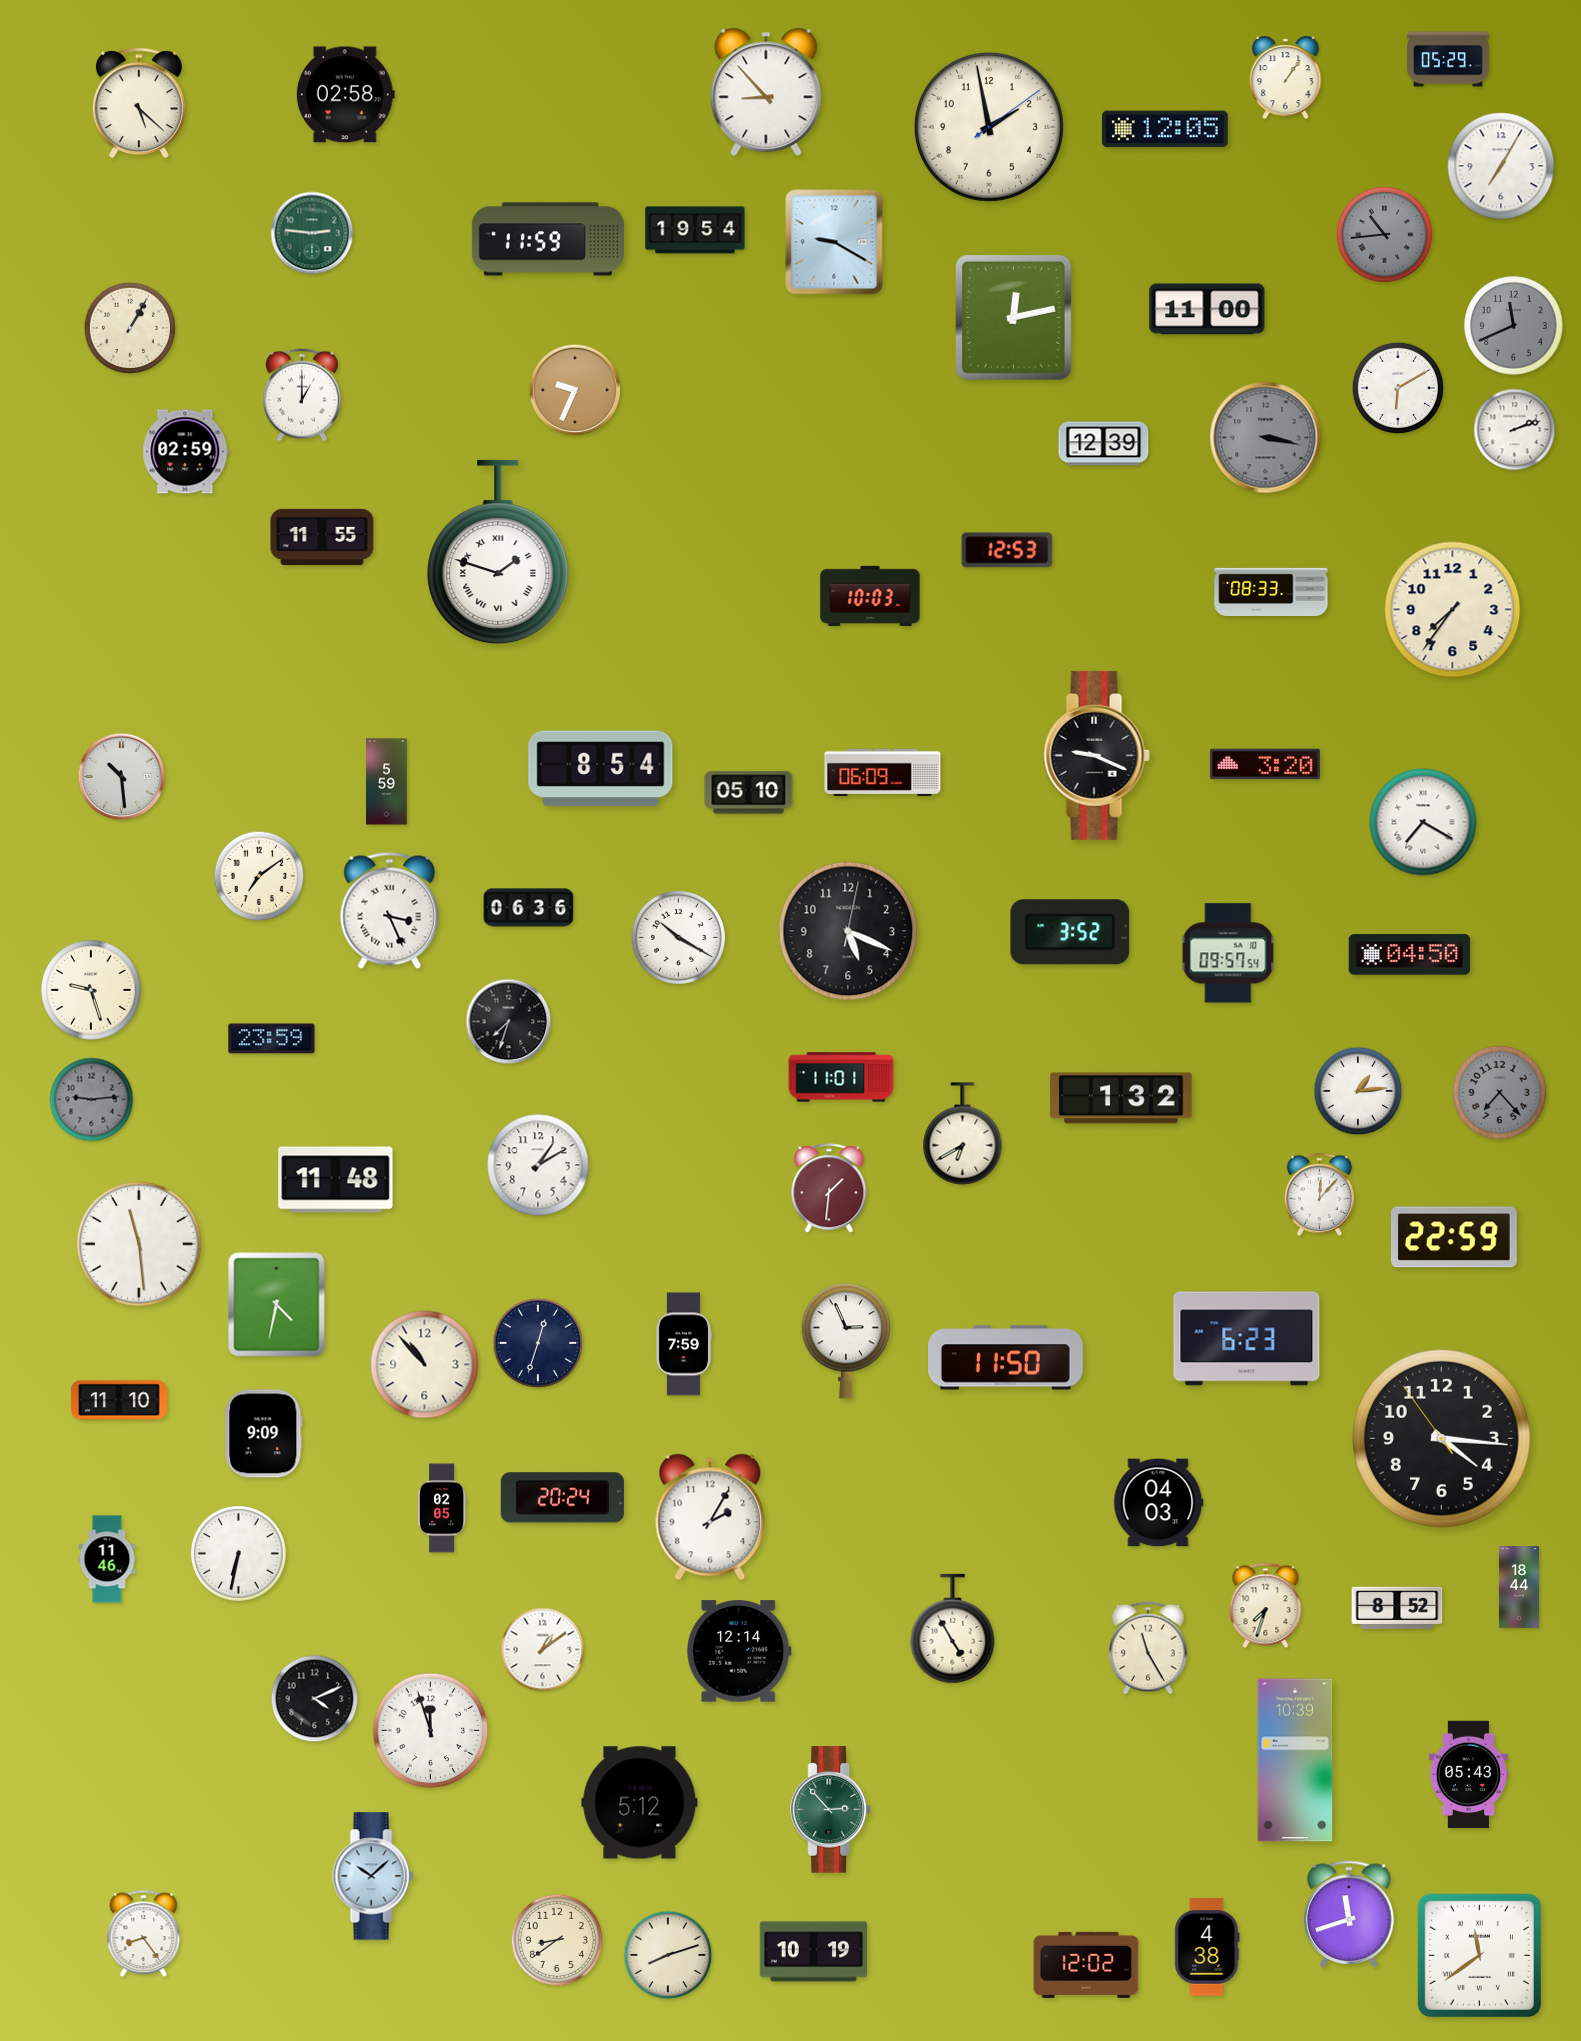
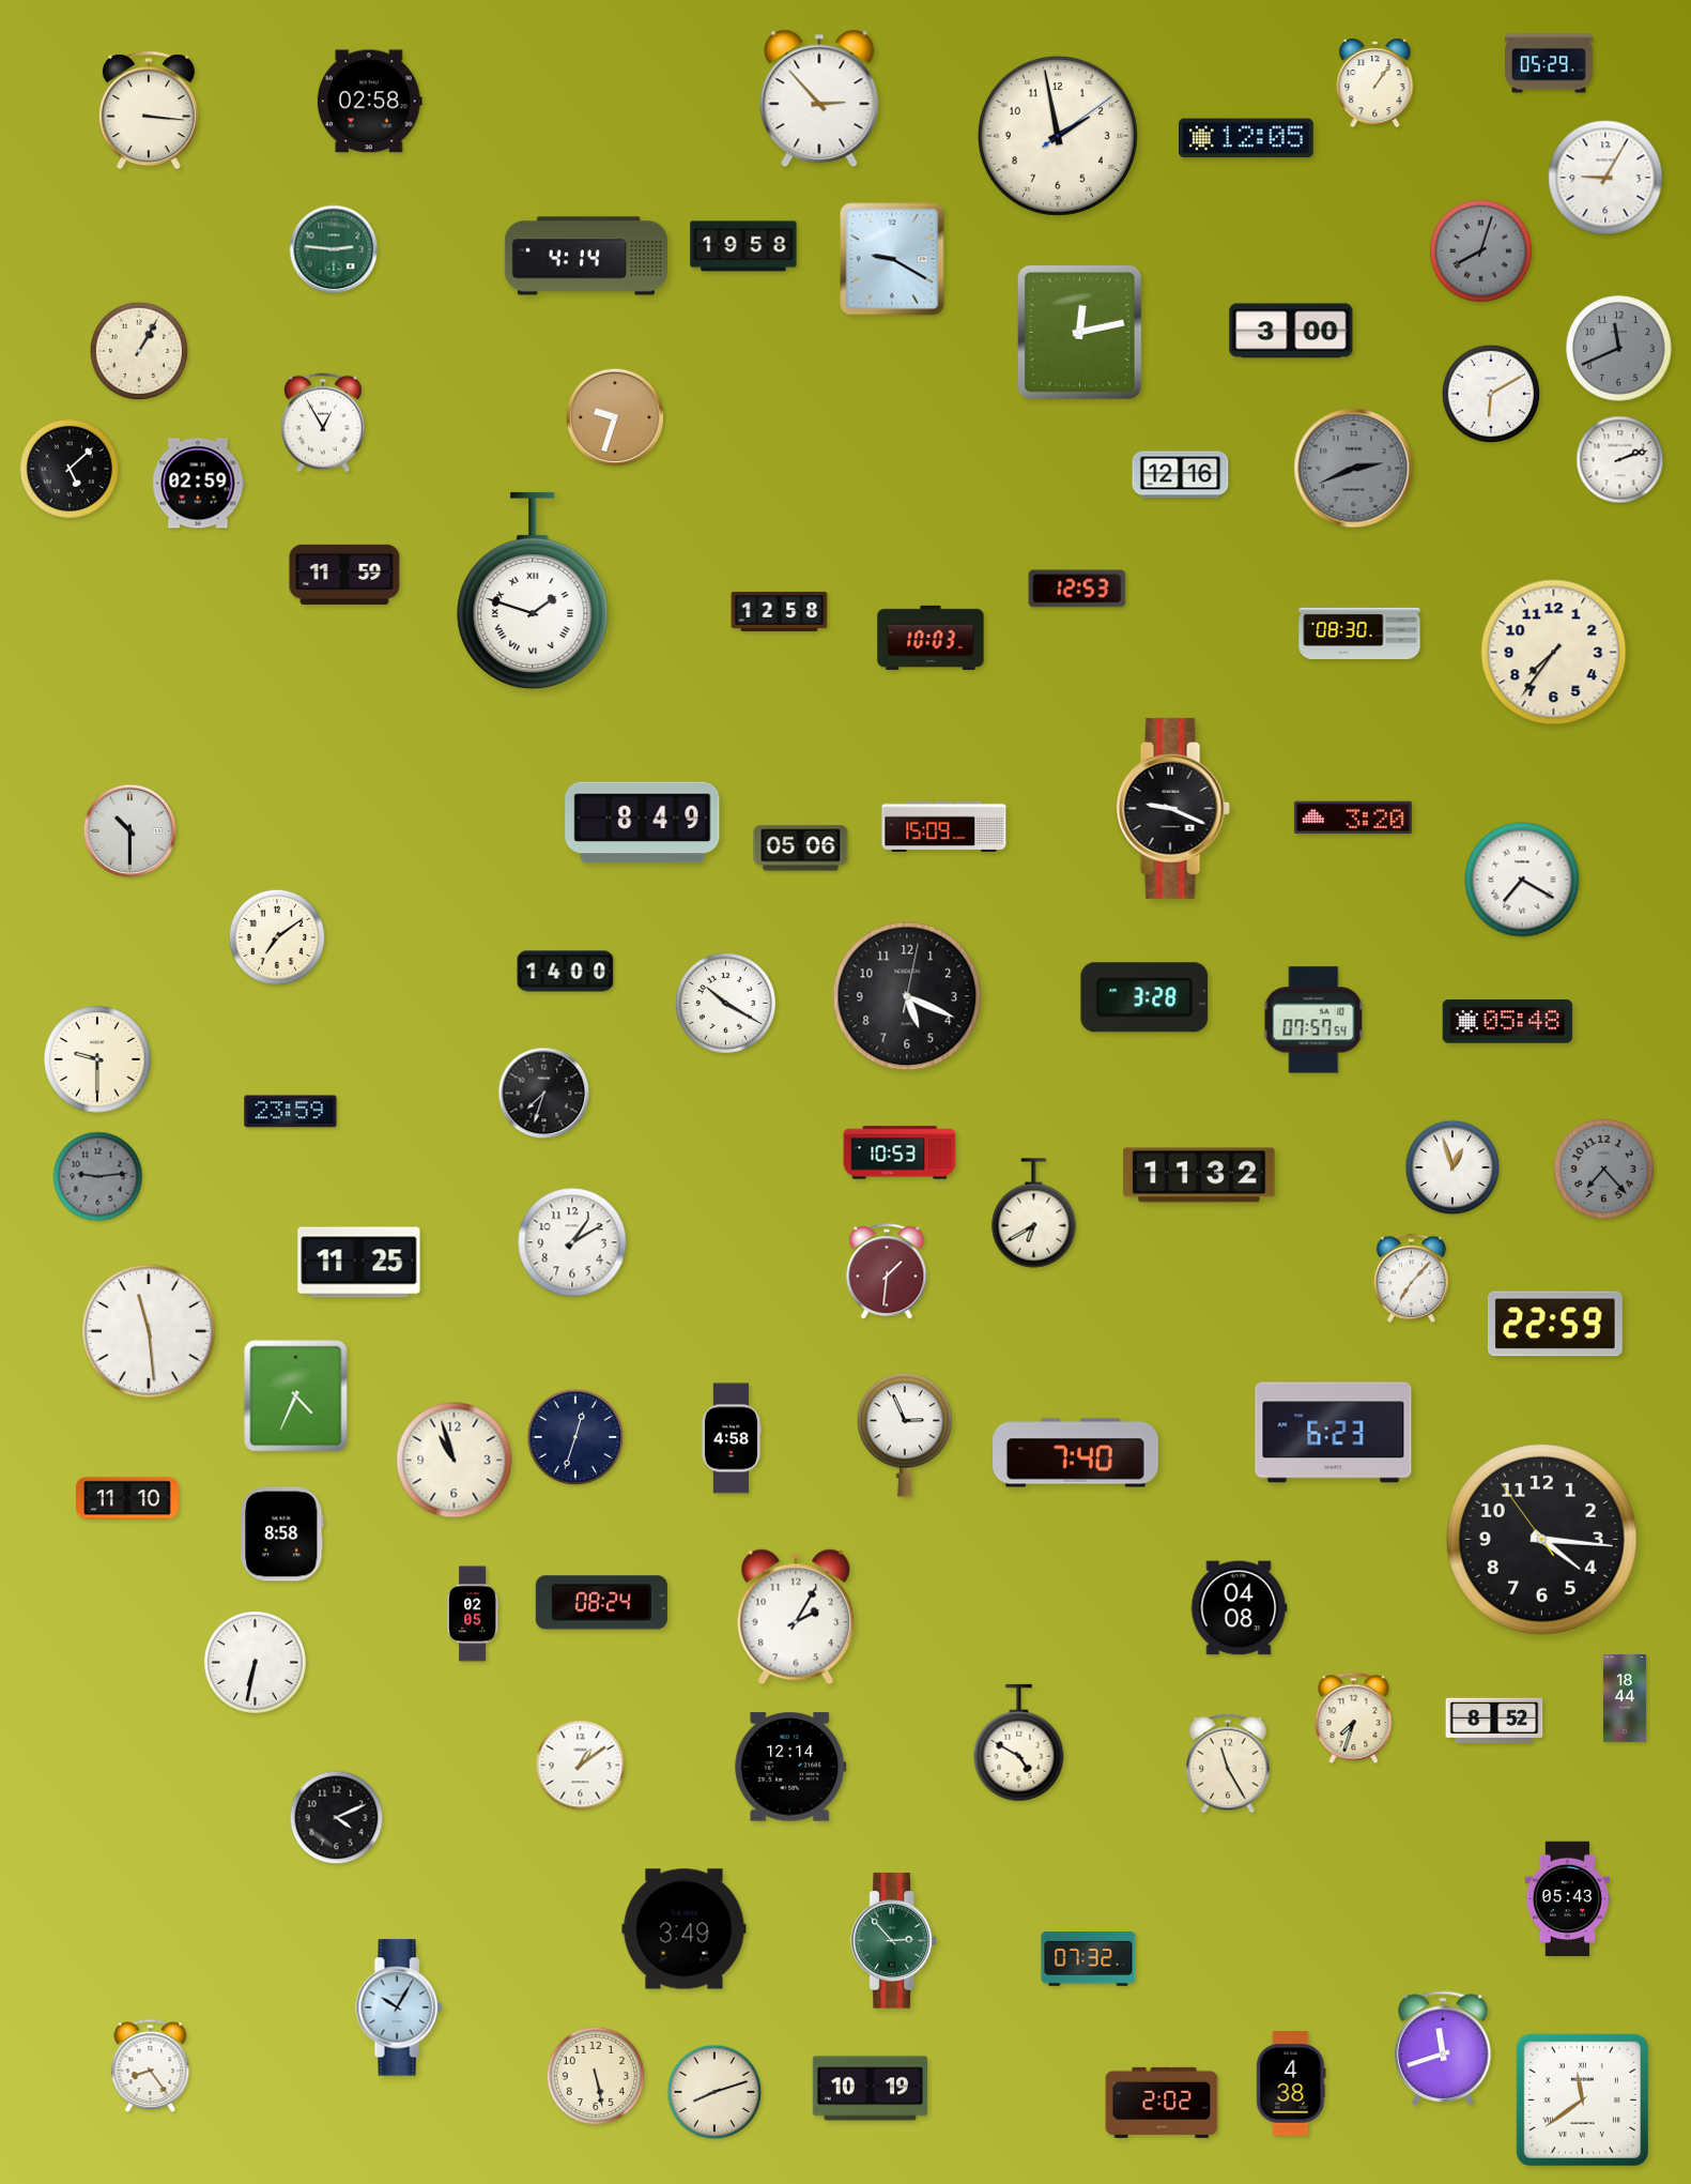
clock at (766, 92): 8:53 -> 2:53
clock at (139, 103): 5:22 -> 3:16
clock at (1501, 166): 7:05 -> 9:05
clock at (695, 230): 19:54 -> 19:58
clock at (1384, 234): 10:44 -> 8:03
clock at (548, 239): 11:59 -> 4:14
clock at (1207, 309): 11:00 -> 3:00
clock at (1013, 317) position: (1013, 317) -> (1079, 332)
clock at (1397, 387) position: (1397, 387) -> (1490, 393)
clock at (575, 390): 9:34 -> 9:33
clock at (302, 395): 1:00 -> 12:55
clock at (70, 469): none -> 5:08
clock at (1266, 438): 3:17 -> 2:41
clock at (1104, 444): 12:39 -> 12:16
clock at (322, 537): 11:55 -> 11:59
clock at (780, 611): none -> 12:58
clock at (1271, 592): 08:33 -> 08:30
clock at (601, 769): 8:54 -> 8:49
clock at (883, 773): 06:09 -> 15:09
clock at (122, 777): 10:29 -> 10:30
clock at (387, 782): 5:59 -> none
clock at (749, 793): 05:10 -> 05:06
clock at (529, 908): 06:36 -> 14:00
clock at (390, 910): 3:26 -> none
clock at (1070, 932): 3:52 -> 3:28
clock at (1228, 953): 09:57 -> 07:57
clock at (1410, 955): 04:50 -> 05:48
clock at (91, 990): 9:27 -> 9:30
clock at (841, 1077): 11:01 -> 10:53
clock at (1358, 1091): 1:14 -> 12:57
clock at (1121, 1098): 1:32 -> 11:32
clock at (963, 1134) position: (963, 1134) -> (1034, 1213)
clock at (538, 1165) position: (538, 1165) -> (572, 1242)
clock at (336, 1180): 11:48 -> 11:25
clock at (1319, 1194): 12:07 -> 7:07
clock at (277, 1305): 4:32 -> 4:34
clock at (684, 1344): 7:59 -> 4:58
clock at (1006, 1358): 11:50 -> 7:40
clock at (425, 1365): 10:53 -> 10:57
clock at (264, 1434): 9:09 -> 8:58
clock at (562, 1498): 20:24 -> 08:24
clock at (1158, 1503): 04:03 -> 04:08
clock at (710, 1517) position: (710, 1517) -> (796, 1617)
clock at (107, 1559): 11:46 -> none
clock at (953, 1629): 4:55 -> 4:50
clock at (431, 1731): 11:57 -> none
clock at (1295, 1760): 10:39 -> none
clock at (1468, 1775) position: (1468, 1775) -> (1567, 1899)
clock at (640, 1803): 5:12 -> 3:49
clock at (830, 1810) position: (830, 1810) -> (893, 1941)
clock at (1089, 1959): none -> 07:32
clock at (373, 1876): 10:08 -> 10:05
clock at (144, 1934) position: (144, 1934) -> (151, 2066)
clock at (556, 1939): 8:39 -> 5:28
clock at (1479, 1955) position: (1479, 1955) -> (1582, 2099)
clock at (1086, 1965): 12:02 -> 2:02
